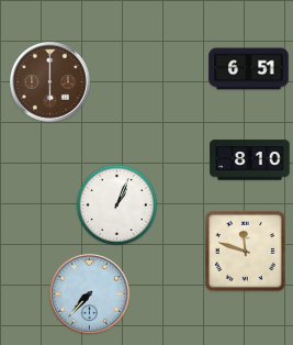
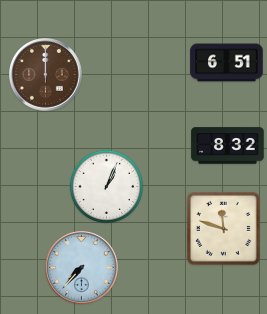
clock at (50, 82): 6:00 -> 12:00
clock at (250, 160): 8:10 -> 8:32
